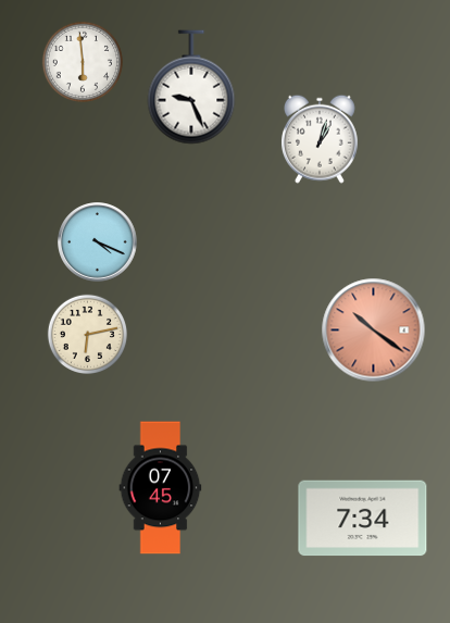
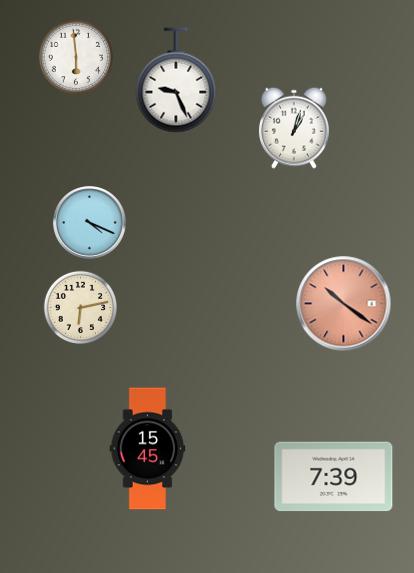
clock at (161, 488): 07:45 -> 15:45
clock at (363, 519): 7:34 -> 7:39
